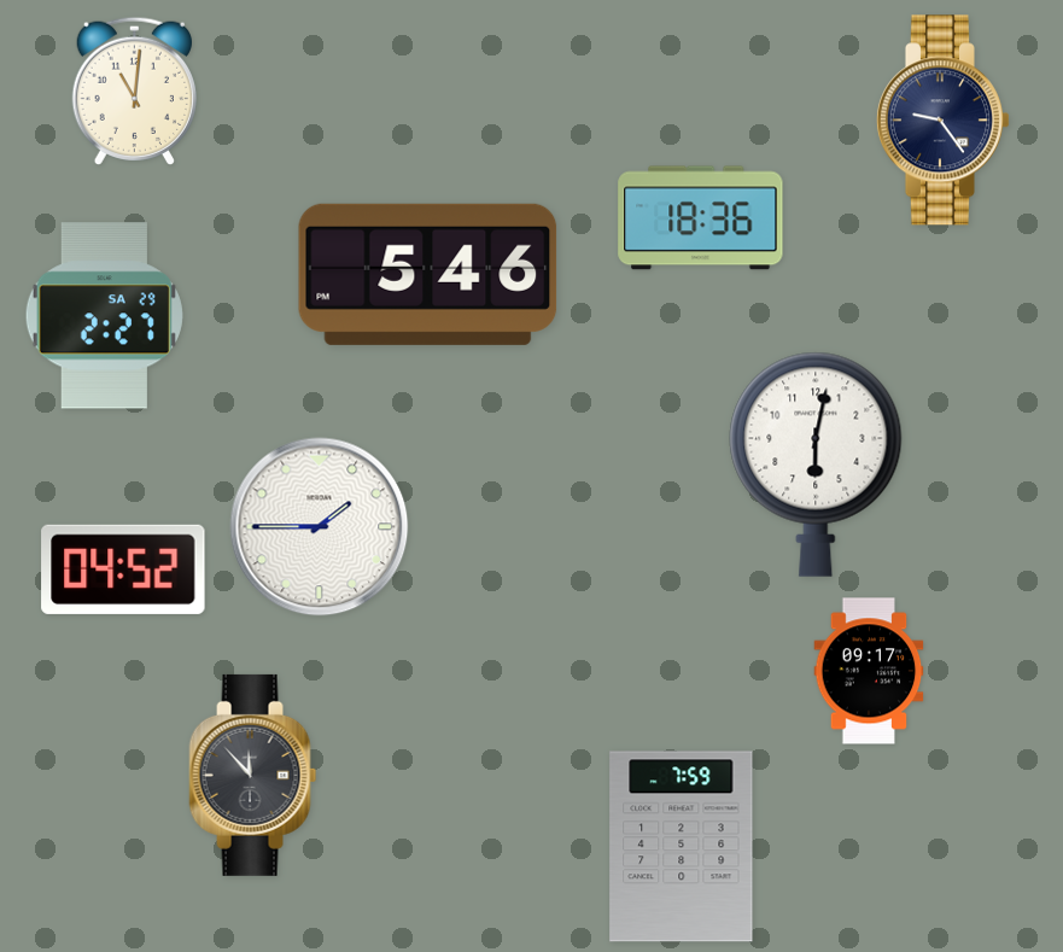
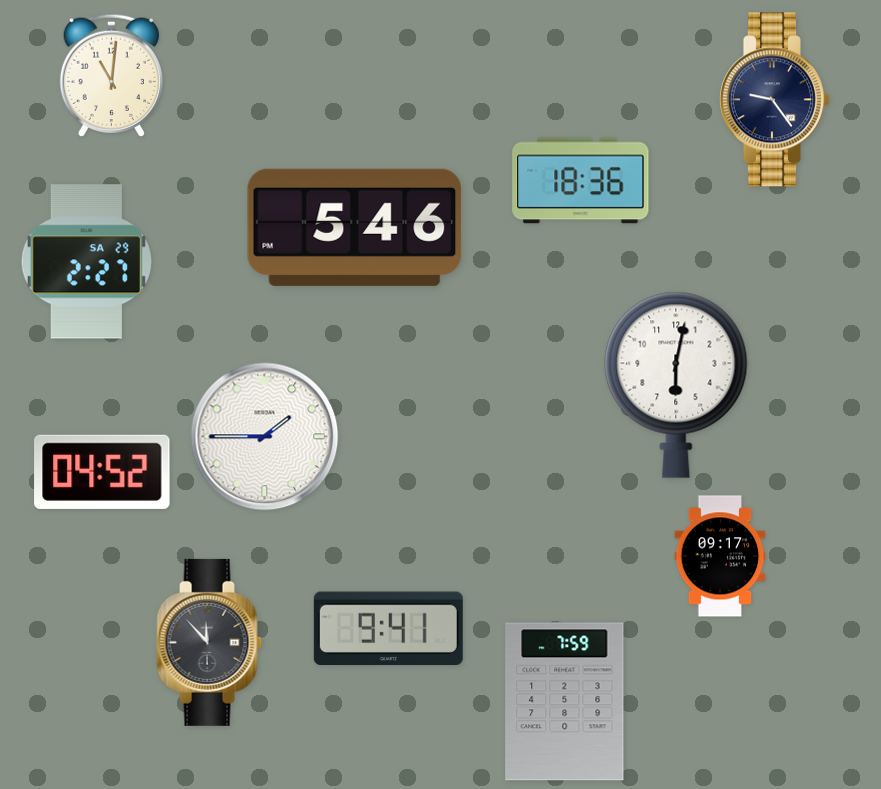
clock at (942, 121) position: (942, 121) -> (774, 100)
clock at (388, 629): none -> 9:41
